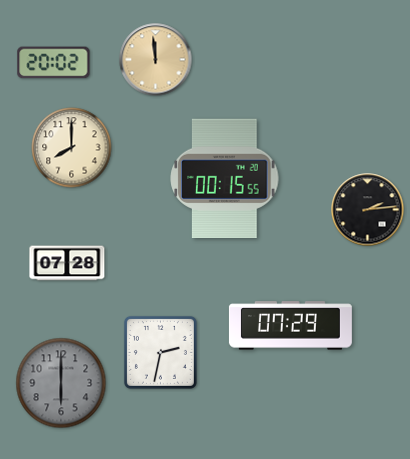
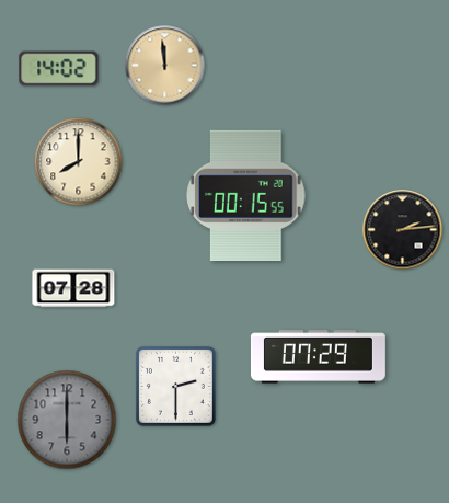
clock at (156, 60) position: (156, 60) -> (165, 66)
clock at (54, 63): 20:02 -> 14:02
clock at (160, 352): 2:32 -> 2:30
